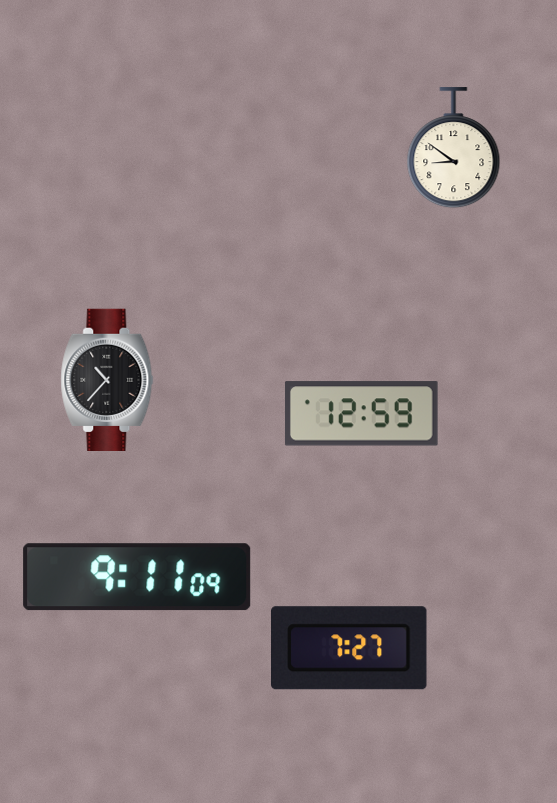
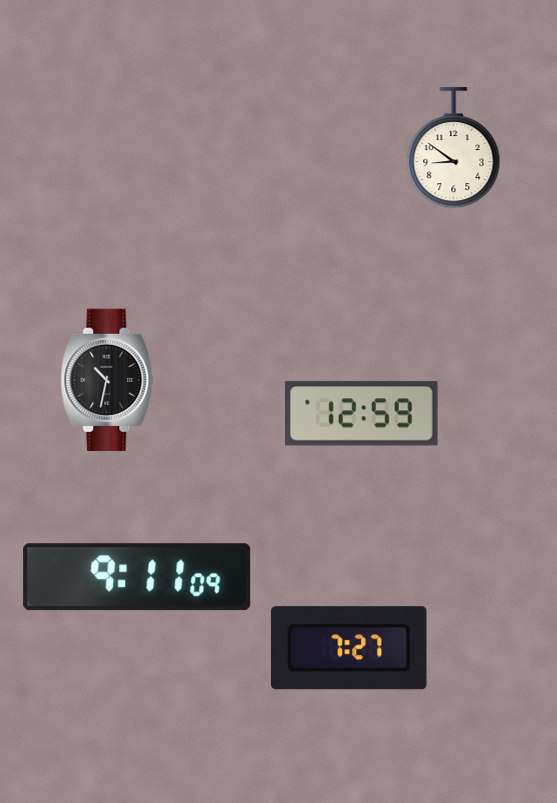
clock at (107, 379): 10:37 -> 10:32
